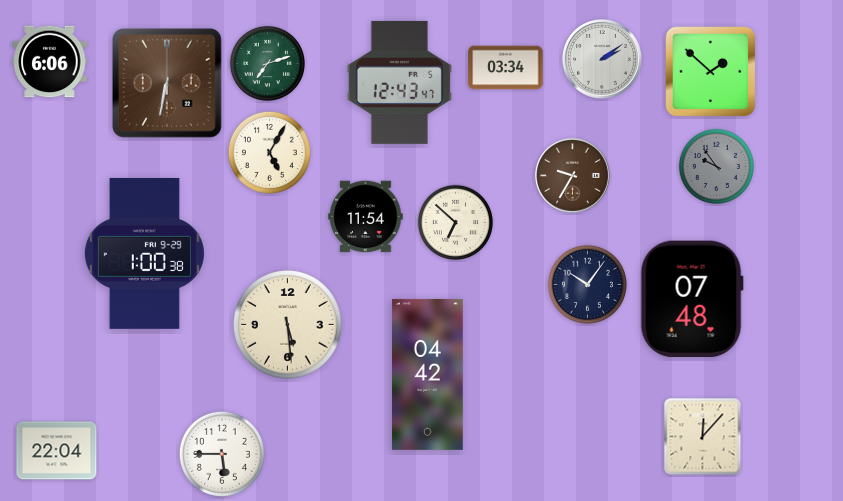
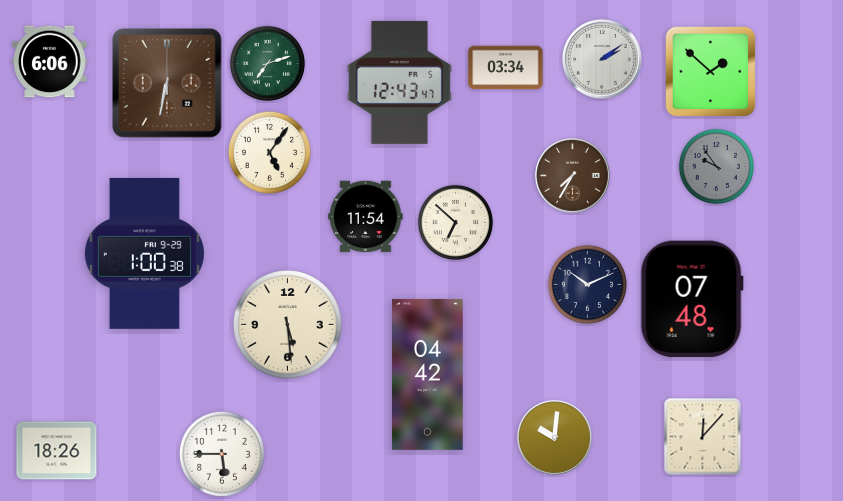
clock at (269, 152): 5:05 -> 5:06
clock at (573, 176): 9:35 -> 7:35
clock at (587, 284): 10:06 -> 10:11
clock at (555, 438): none -> 10:01
clock at (57, 451): 22:04 -> 18:26
